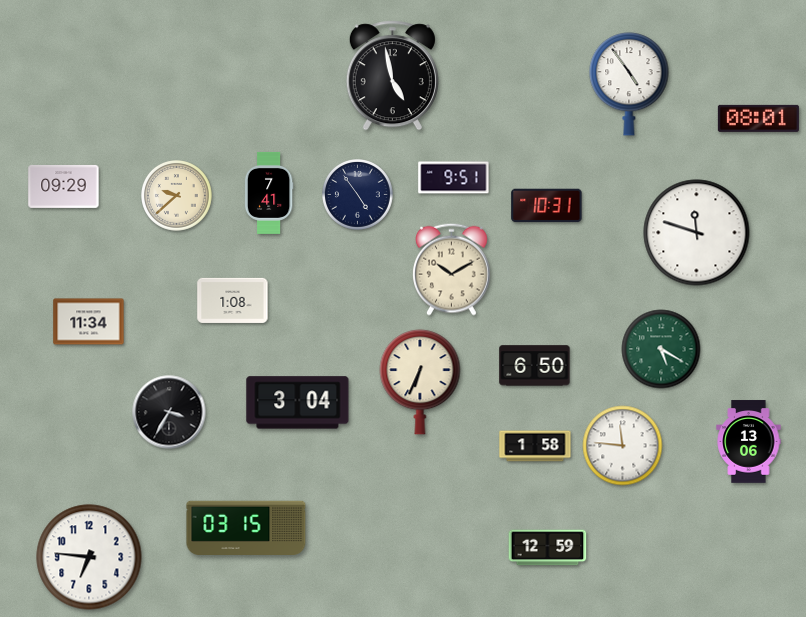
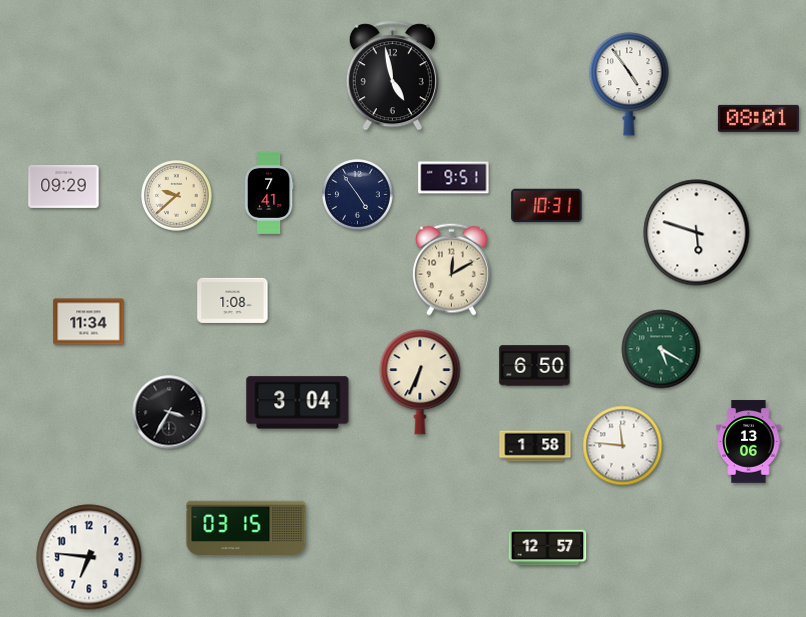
clock at (697, 233): 11:48 -> 5:48
clock at (452, 269): 10:10 -> 12:10
clock at (548, 548): 12:59 -> 12:57
